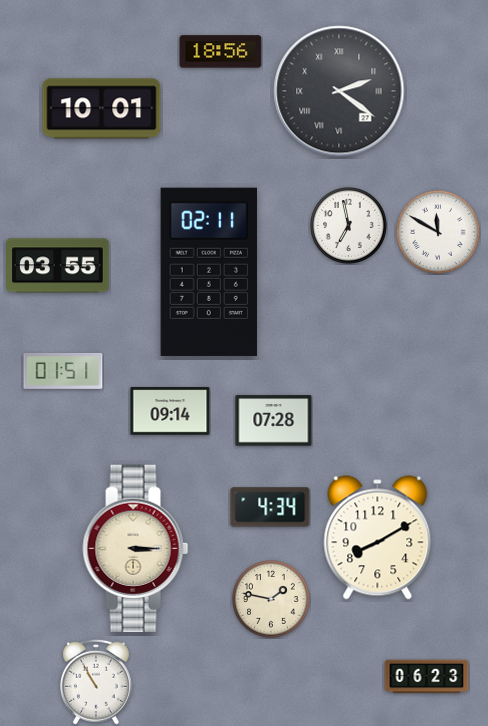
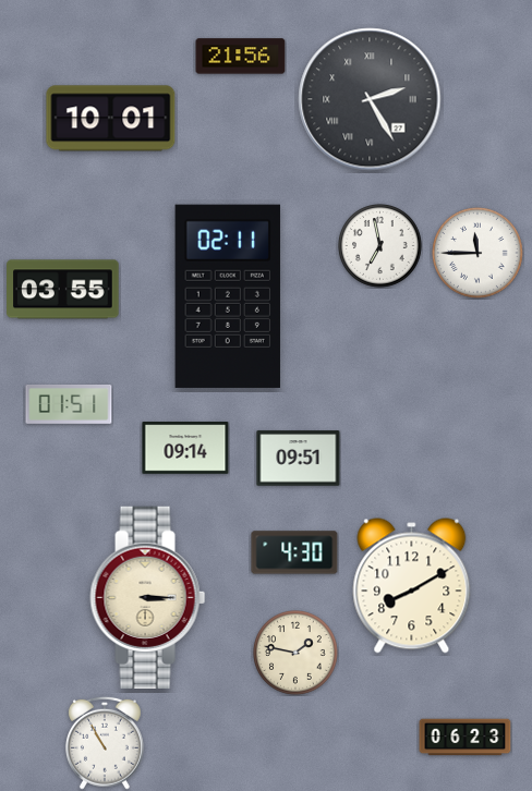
clock at (221, 52): 18:56 -> 21:56
clock at (339, 91): 2:21 -> 2:25
clock at (438, 232): 11:50 -> 11:45
clock at (274, 421): 07:28 -> 09:51
clock at (270, 507): 4:34 -> 4:30
